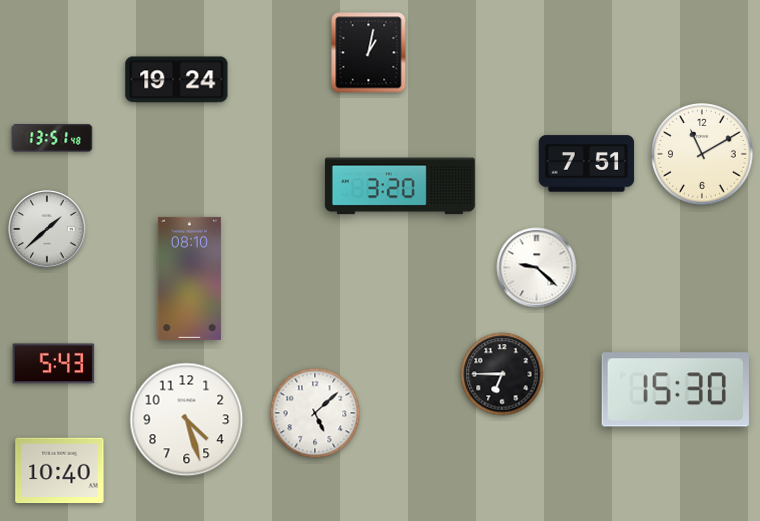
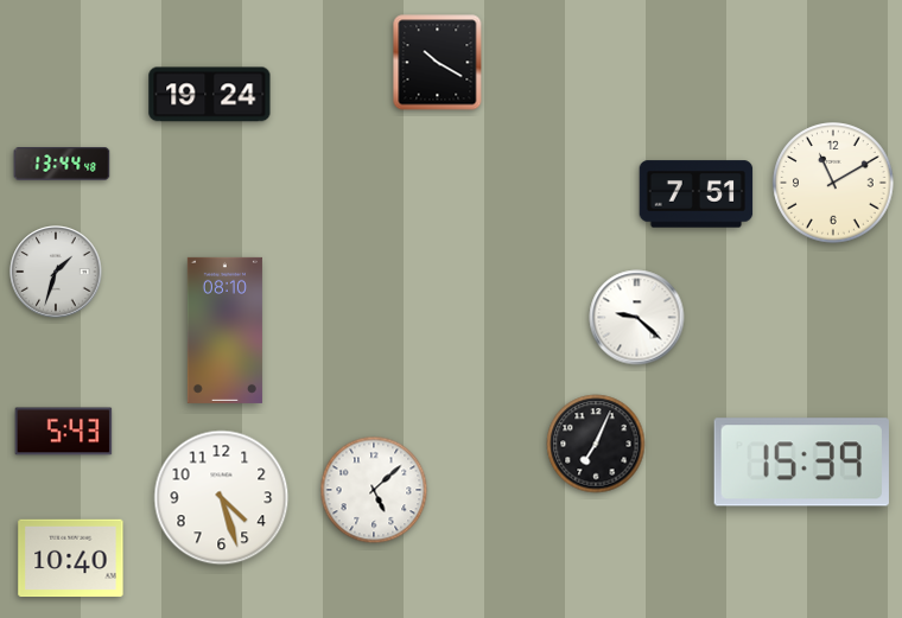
clock at (369, 53): 1:02 -> 10:20
clock at (52, 138): 13:51 -> 13:44
clock at (400, 186): 3:20 -> none
clock at (47, 229): 1:38 -> 1:33
clock at (502, 374): 6:45 -> 7:04
clock at (675, 390): 15:30 -> 15:39
